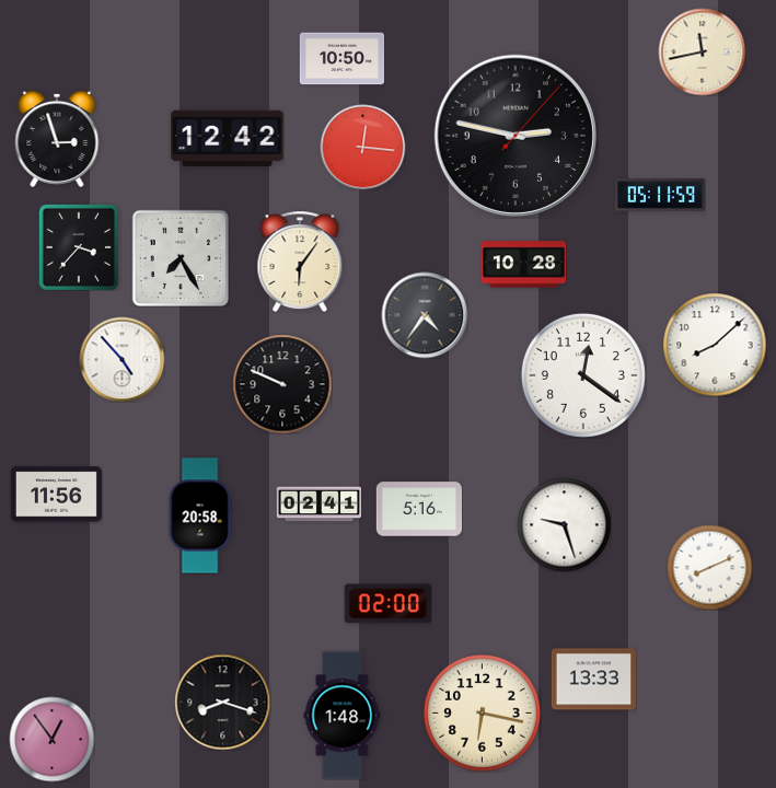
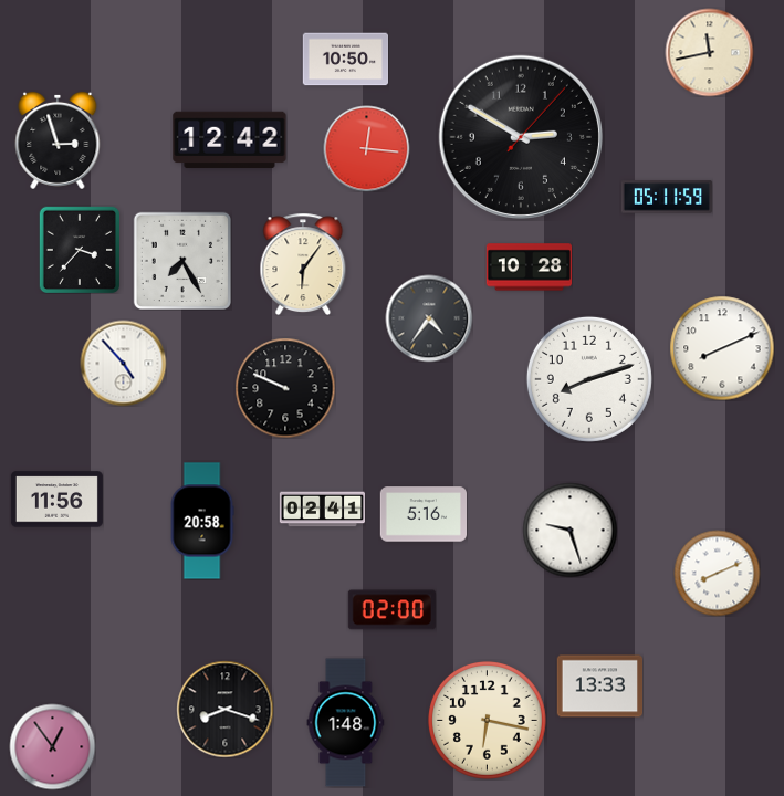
clock at (516, 136): 2:47 -> 2:50
clock at (715, 345): 8:08 -> 8:11
clock at (583, 375): 12:21 -> 8:12
